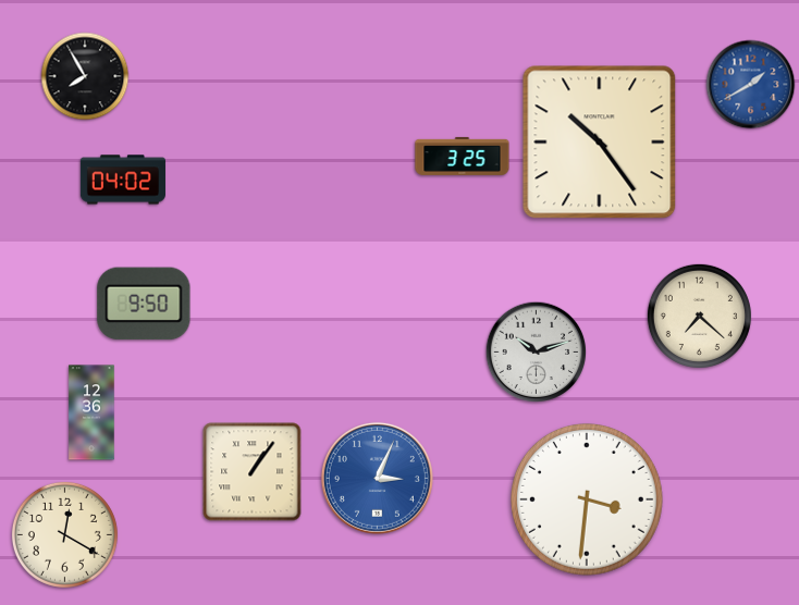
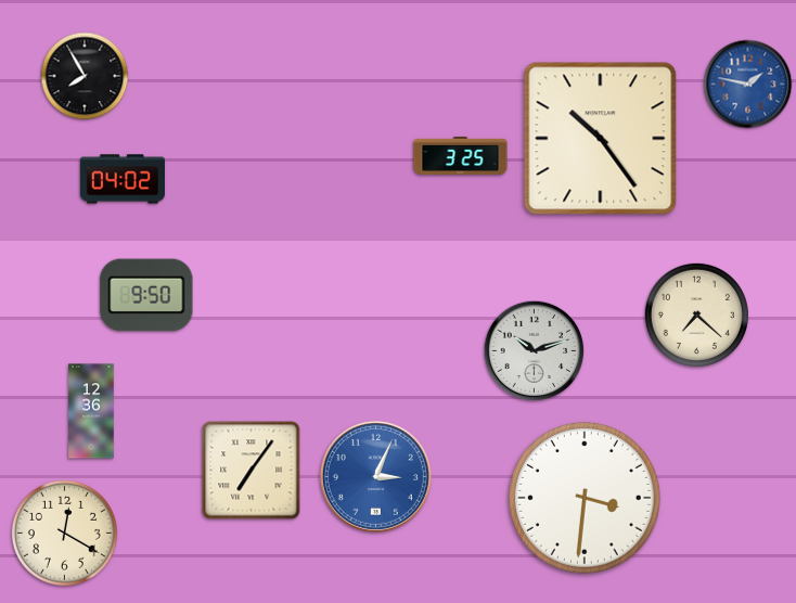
clock at (751, 85): 1:40 -> 1:47
clock at (600, 143) position: (600, 143) -> (601, 139)
clock at (144, 304) position: (144, 304) -> (146, 295)
clock at (253, 472): 1:06 -> 7:06
